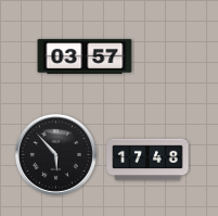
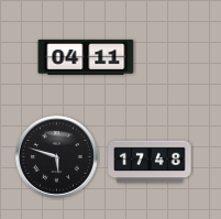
clock at (85, 56): 03:57 -> 04:11
clock at (55, 154): 5:53 -> 5:48
